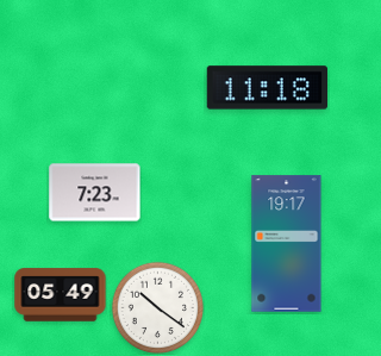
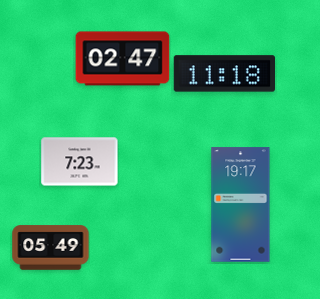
clock at (123, 59): none -> 02:47
clock at (157, 307): 10:21 -> none
